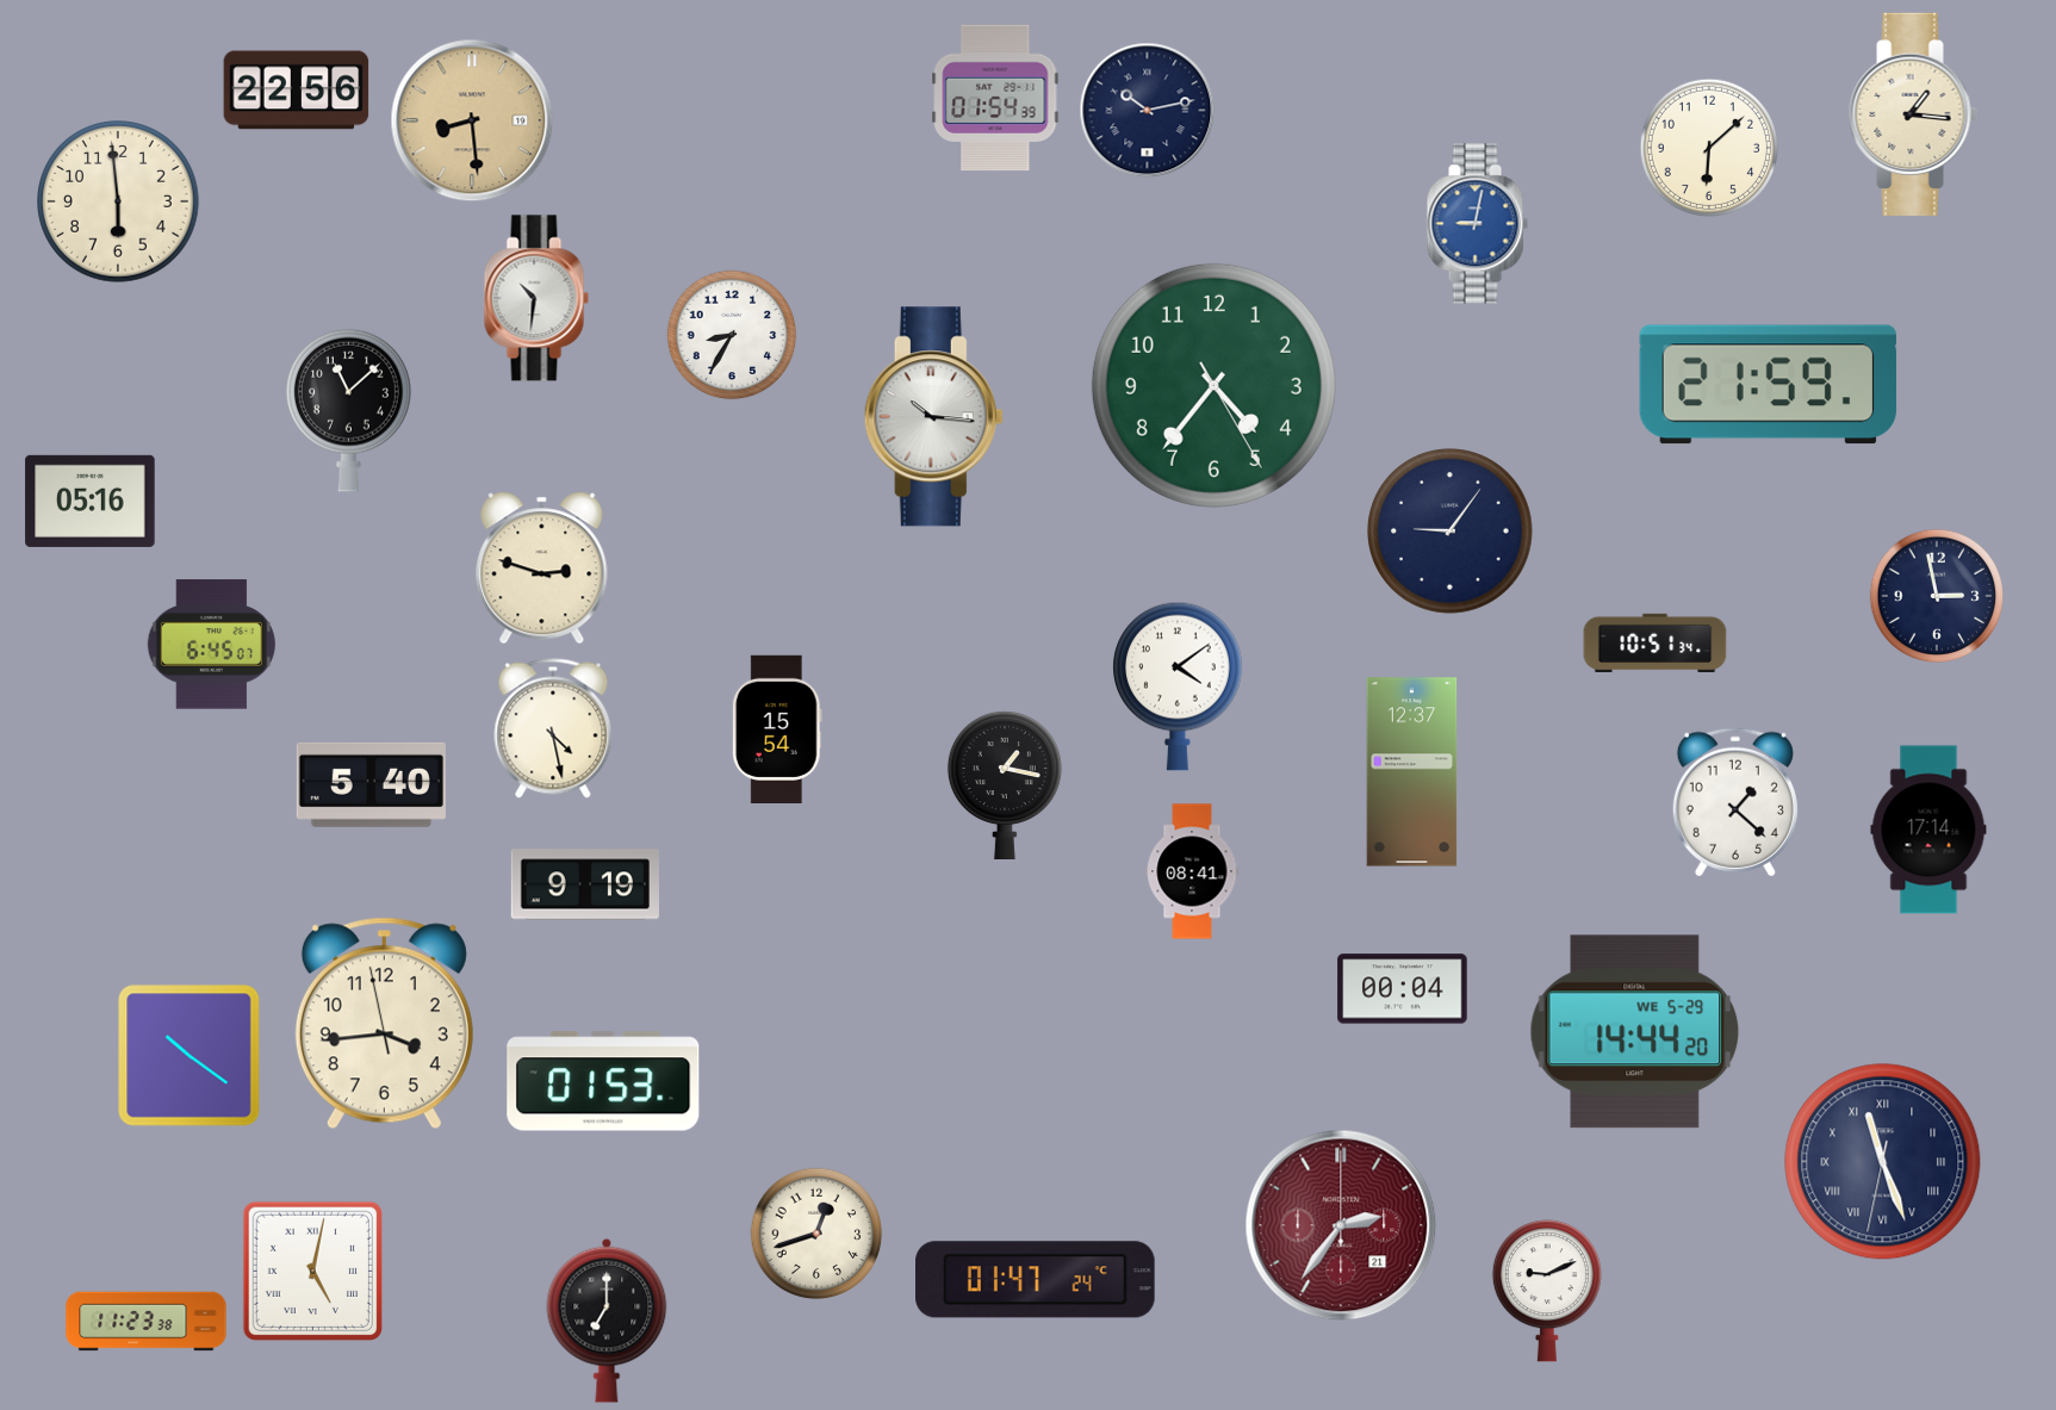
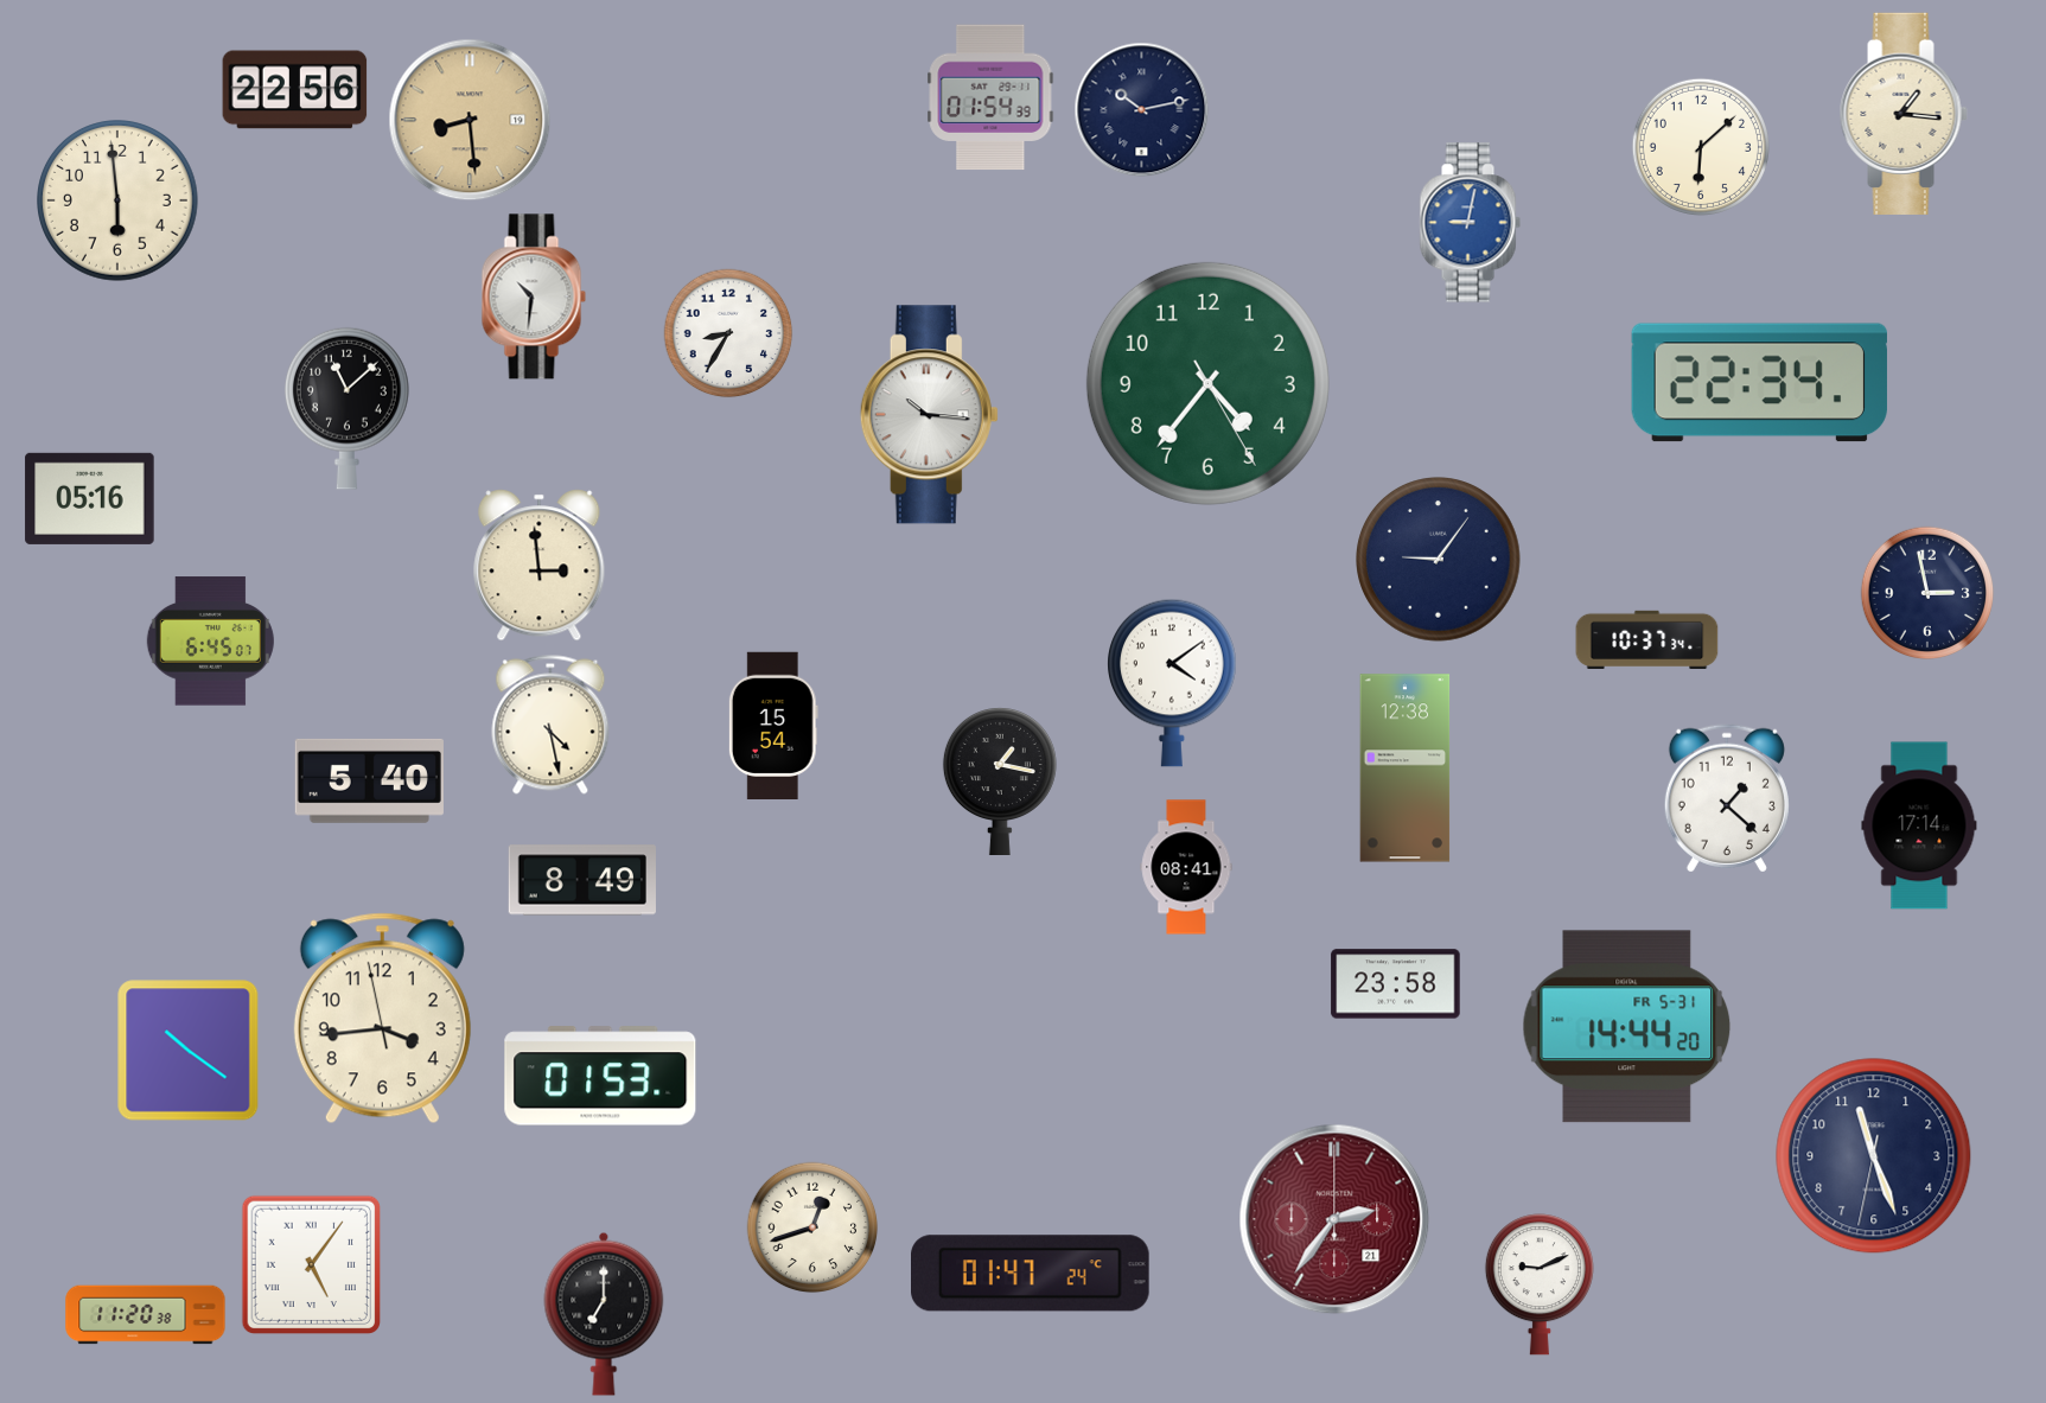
clock at (1768, 385): 21:59 -> 22:34
clock at (1451, 532) position: (1451, 532) -> (1439, 560)
clock at (542, 569): 2:48 -> 2:59
clock at (1656, 642): 10:51 -> 10:37
clock at (1412, 772): 12:37 -> 12:38
clock at (585, 884): 9:19 -> 8:49
clock at (1403, 989): 00:04 -> 23:58
clock at (1635, 1032) date: WE 5-29 -> FR 5-31
clock at (1883, 1162) numerals: Roman -> Arabic
clock at (312, 1271): 5:02 -> 5:06
clock at (147, 1322): 11:23 -> 11:20
